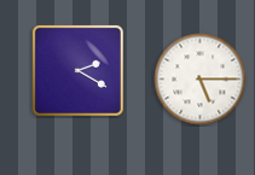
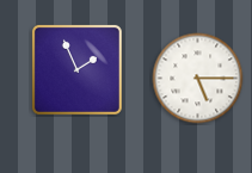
clock at (77, 70): 2:20 -> 1:56
